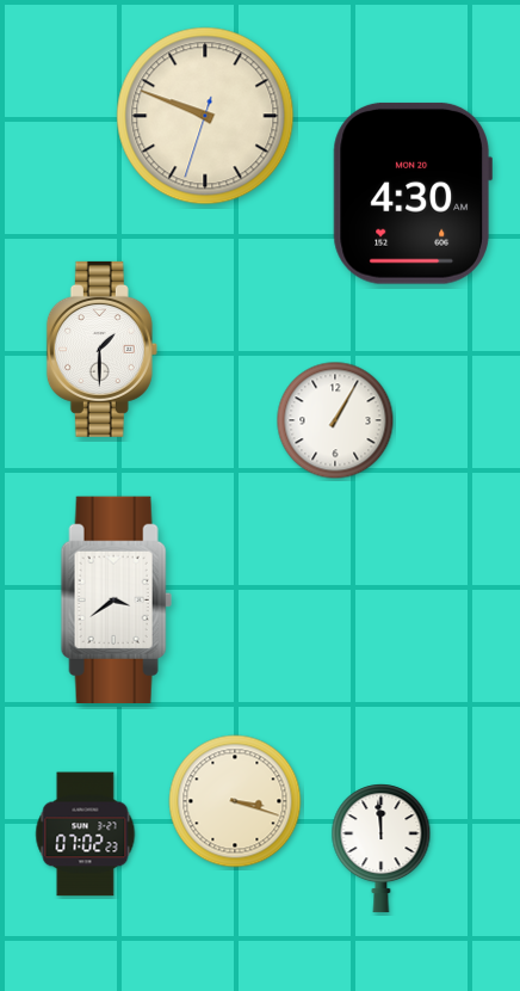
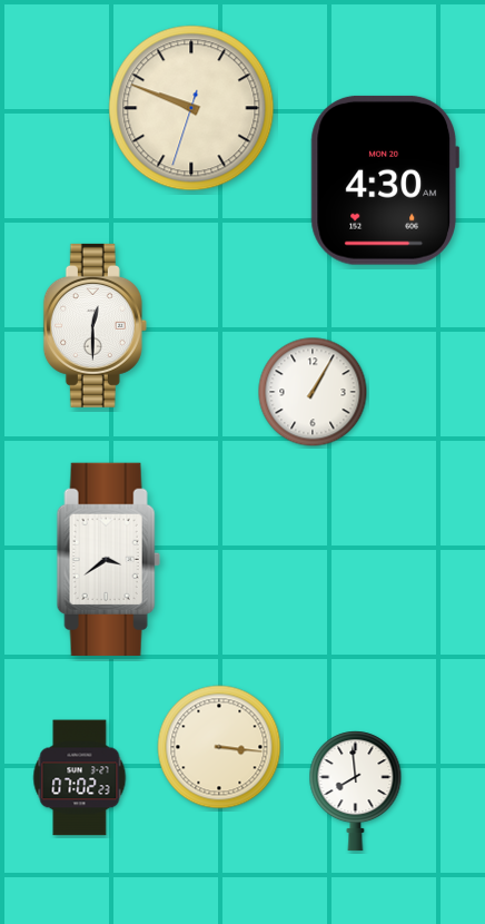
clock at (101, 349): 1:30 -> 12:30
clock at (235, 801): 3:18 -> 3:16
clock at (382, 849): 11:59 -> 7:59
